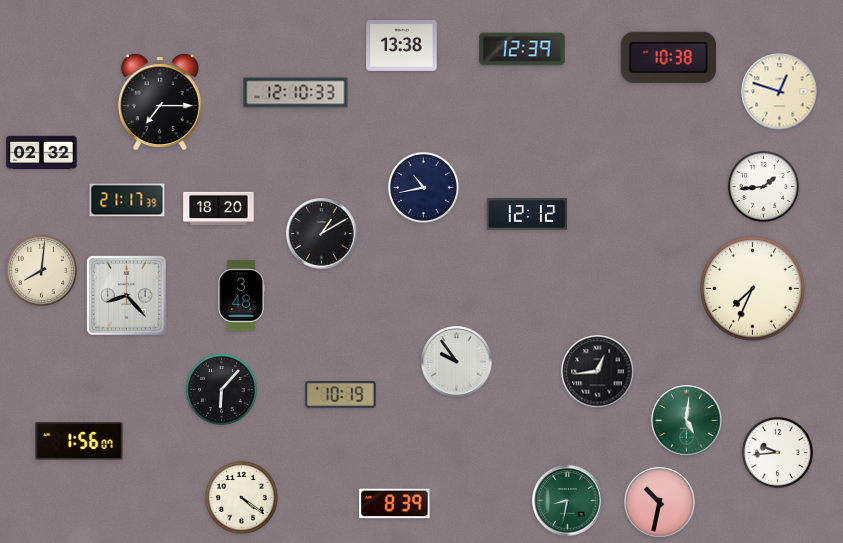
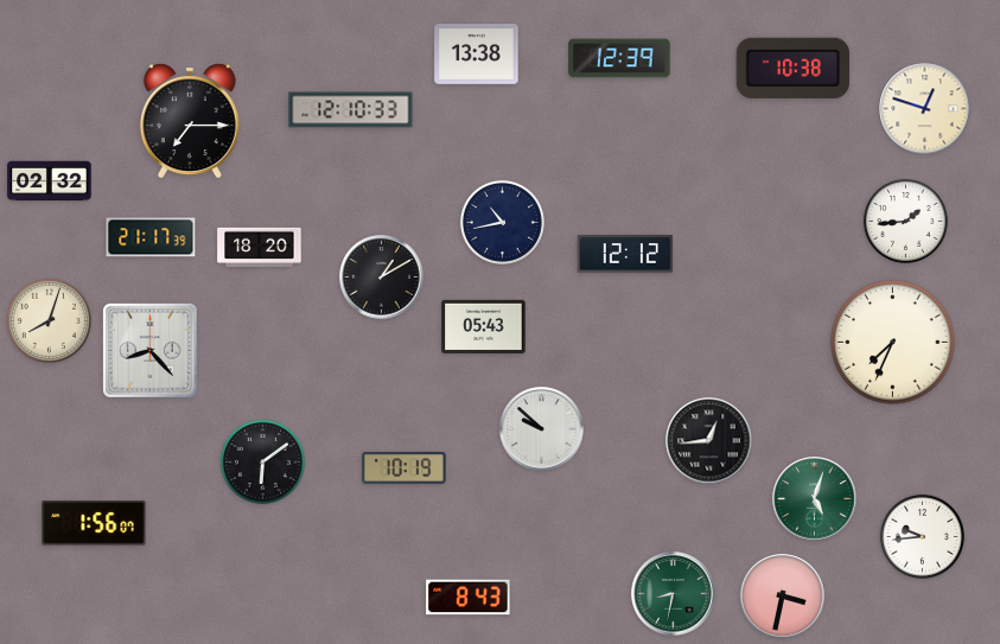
clock at (41, 270): 8:01 -> 8:03
clock at (484, 326): none -> 05:43
clock at (241, 296): 3:48 -> none
clock at (457, 362): 9:54 -> 9:52
clock at (221, 389): 6:07 -> 6:09
clock at (687, 421): 5:01 -> 5:03
clock at (242, 498): 4:21 -> none
clock at (660, 503): 10:32 -> 3:32
clock at (395, 504): 8:39 -> 8:43
